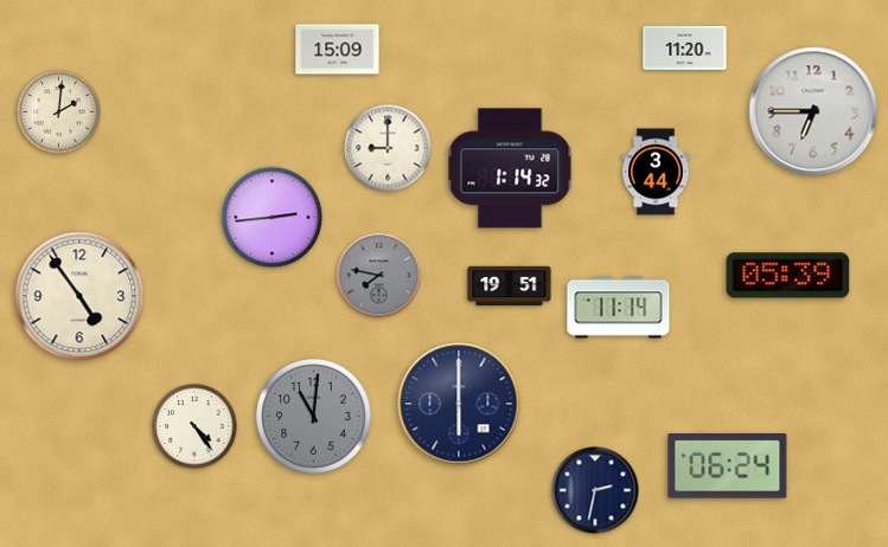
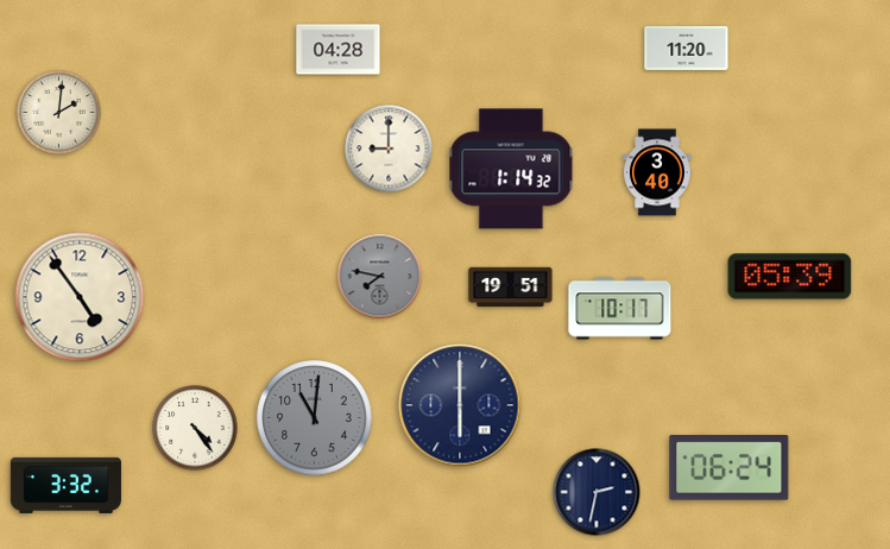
clock at (338, 50): 15:09 -> 04:28
clock at (813, 111): 6:45 -> none
clock at (656, 172): 3:44 -> 3:40
clock at (273, 218): 2:44 -> none
clock at (619, 308): 11:14 -> 10:17
clock at (65, 485): none -> 3:32
